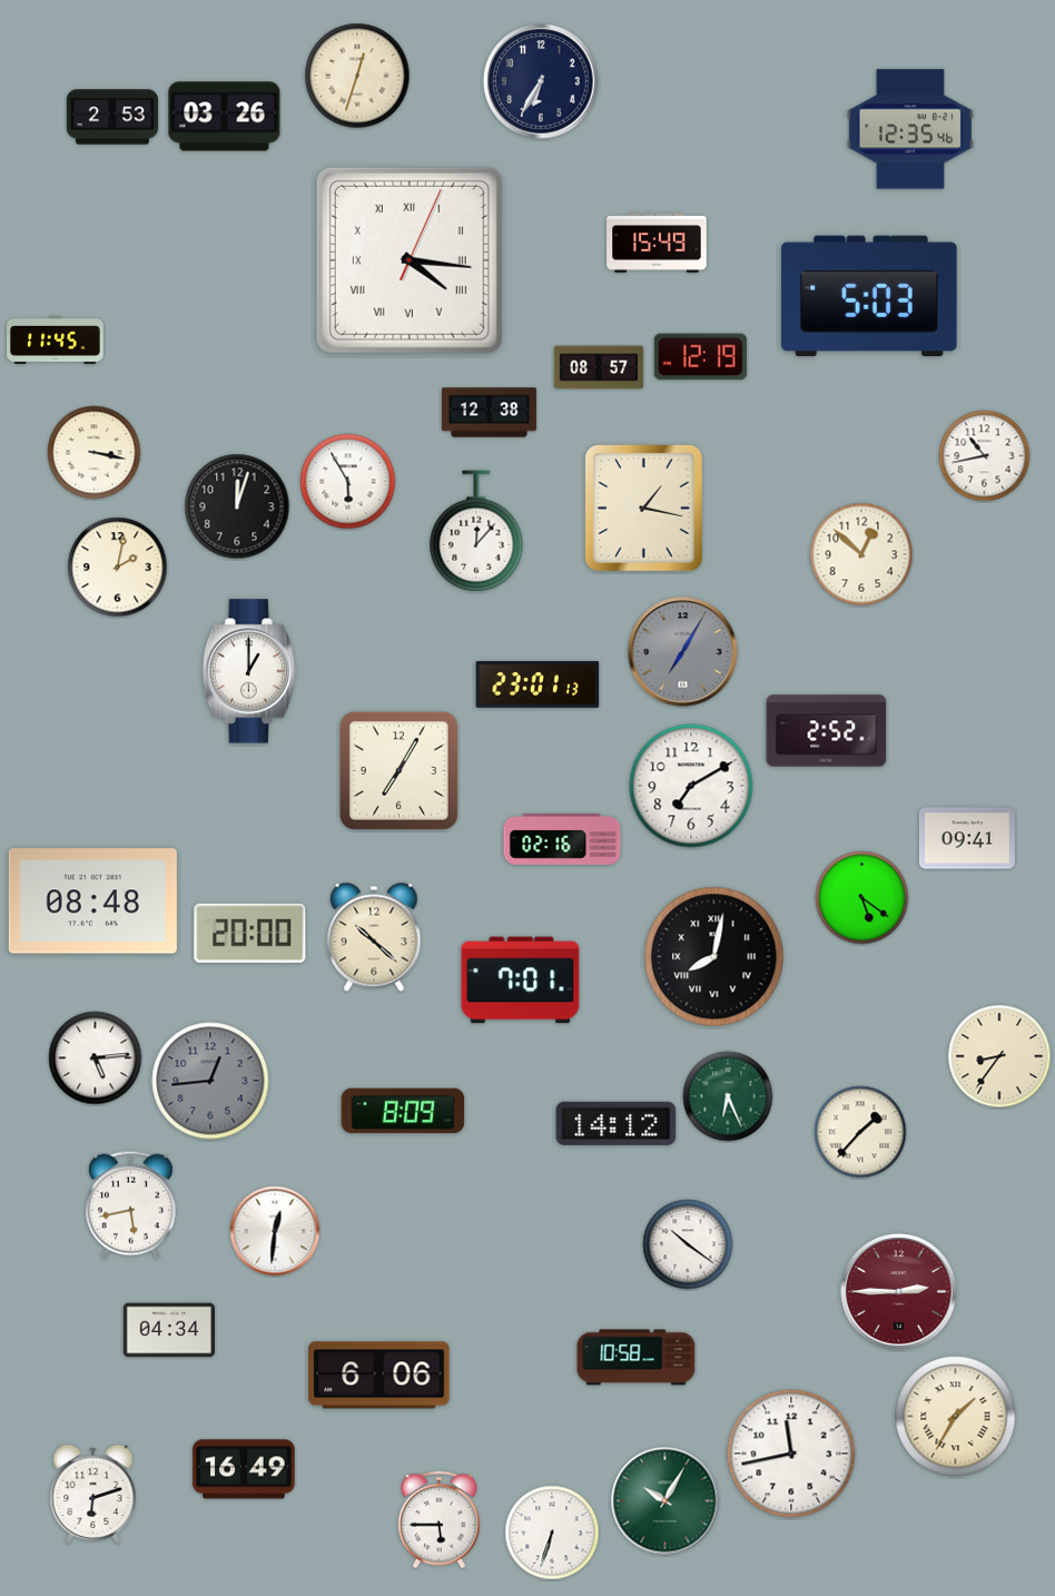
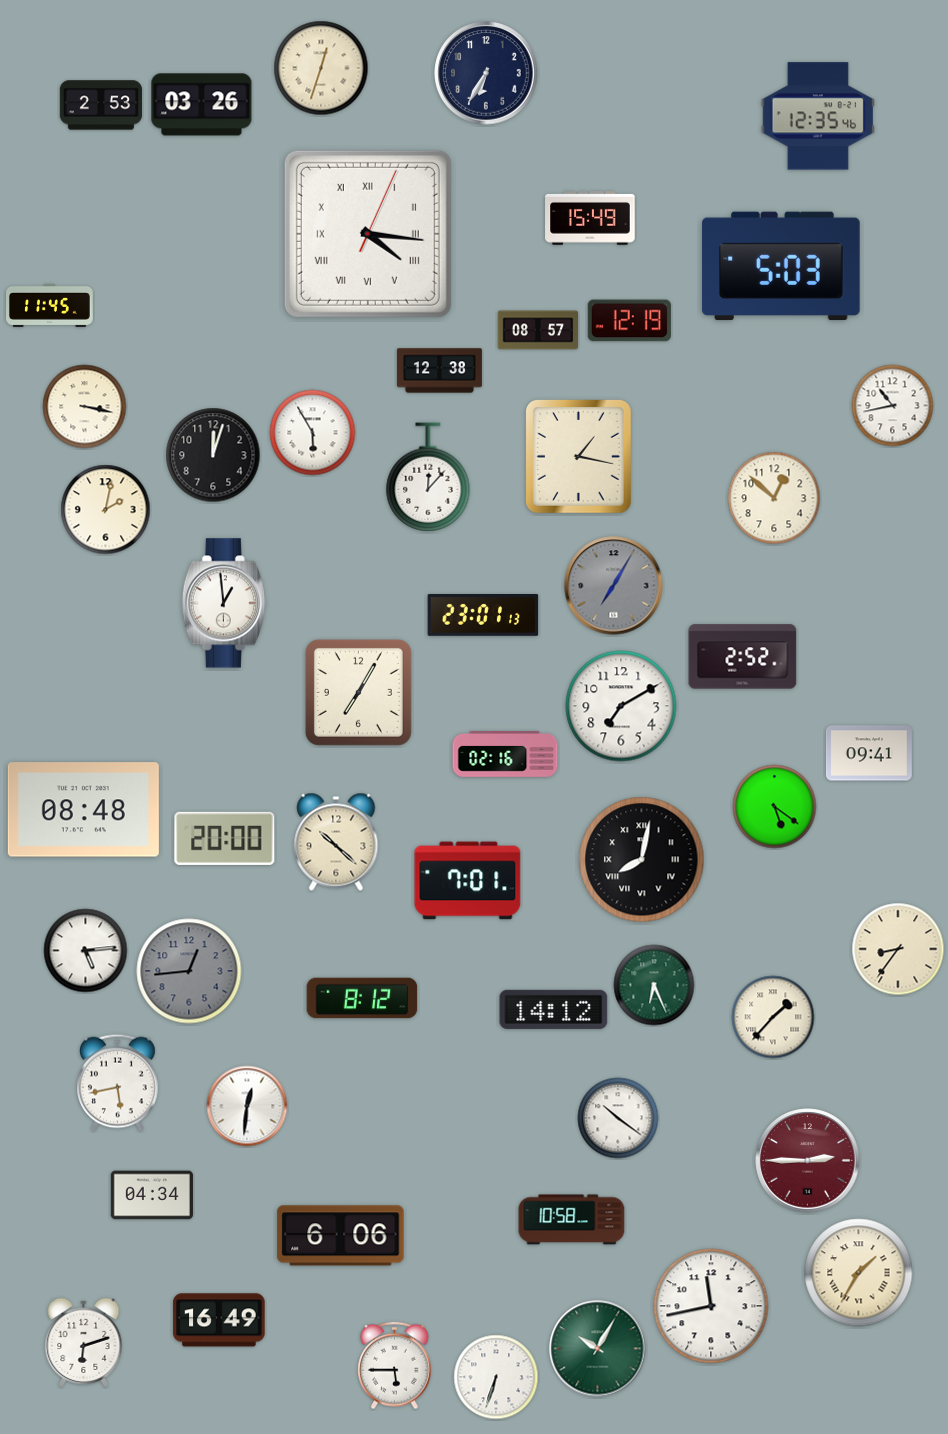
clock at (985, 456) position: (985, 456) -> (893, 406)
clock at (249, 671): 1:00 -> 12:59
clock at (403, 1111): 8:09 -> 8:12
